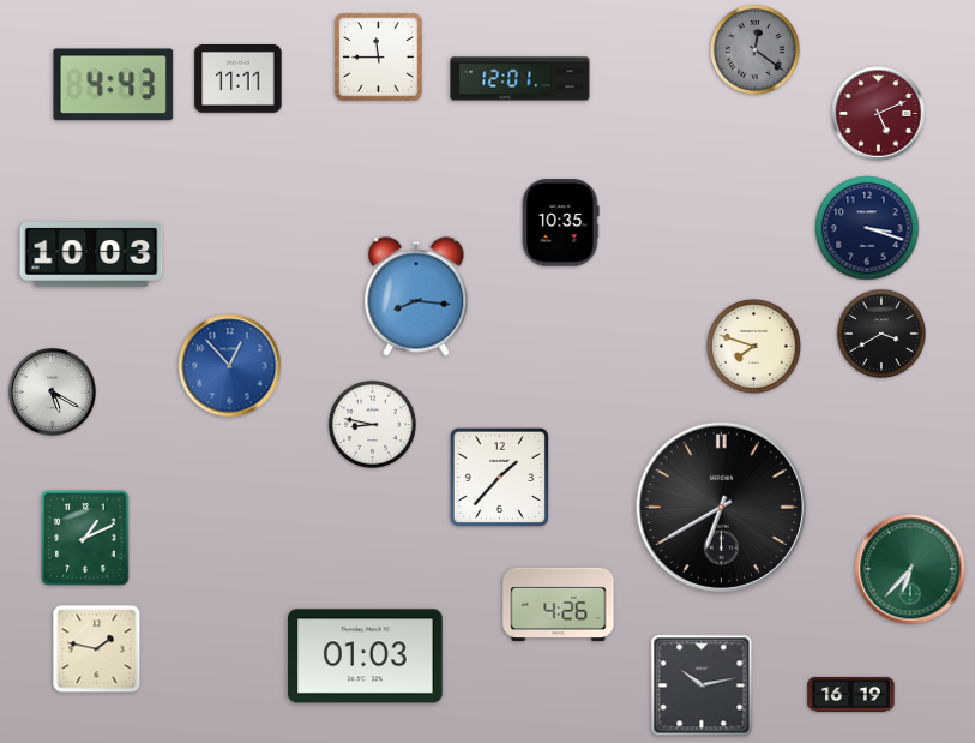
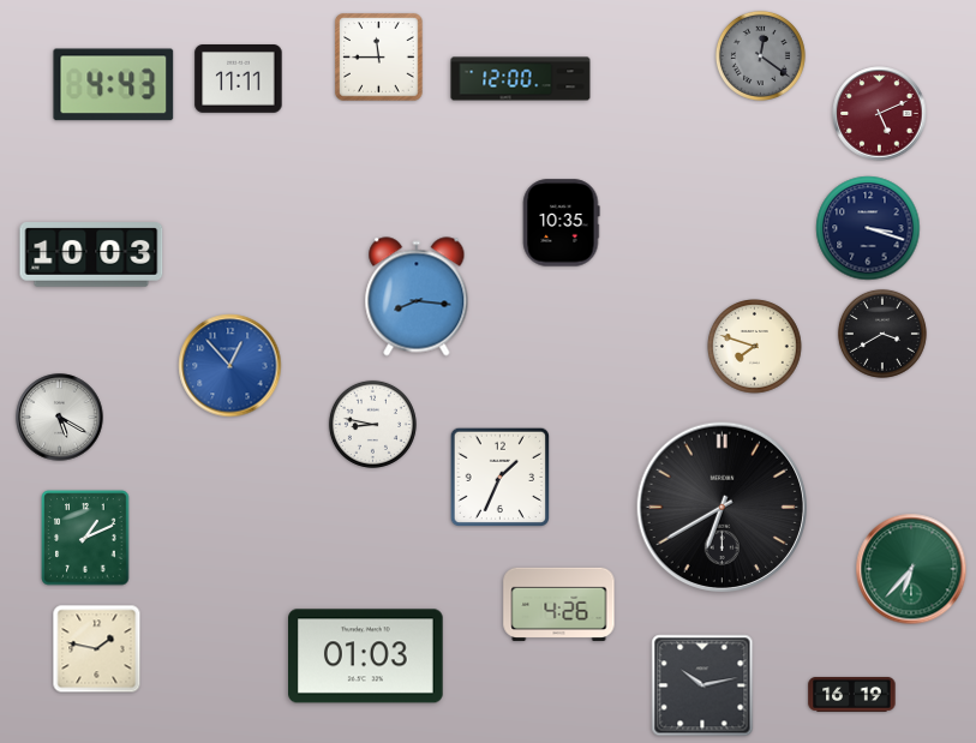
clock at (754, 49) position: (754, 49) -> (760, 55)
clock at (520, 79): 12:01 -> 12:00
clock at (53, 393) position: (53, 393) -> (60, 418)
clock at (500, 478): 1:37 -> 1:34
